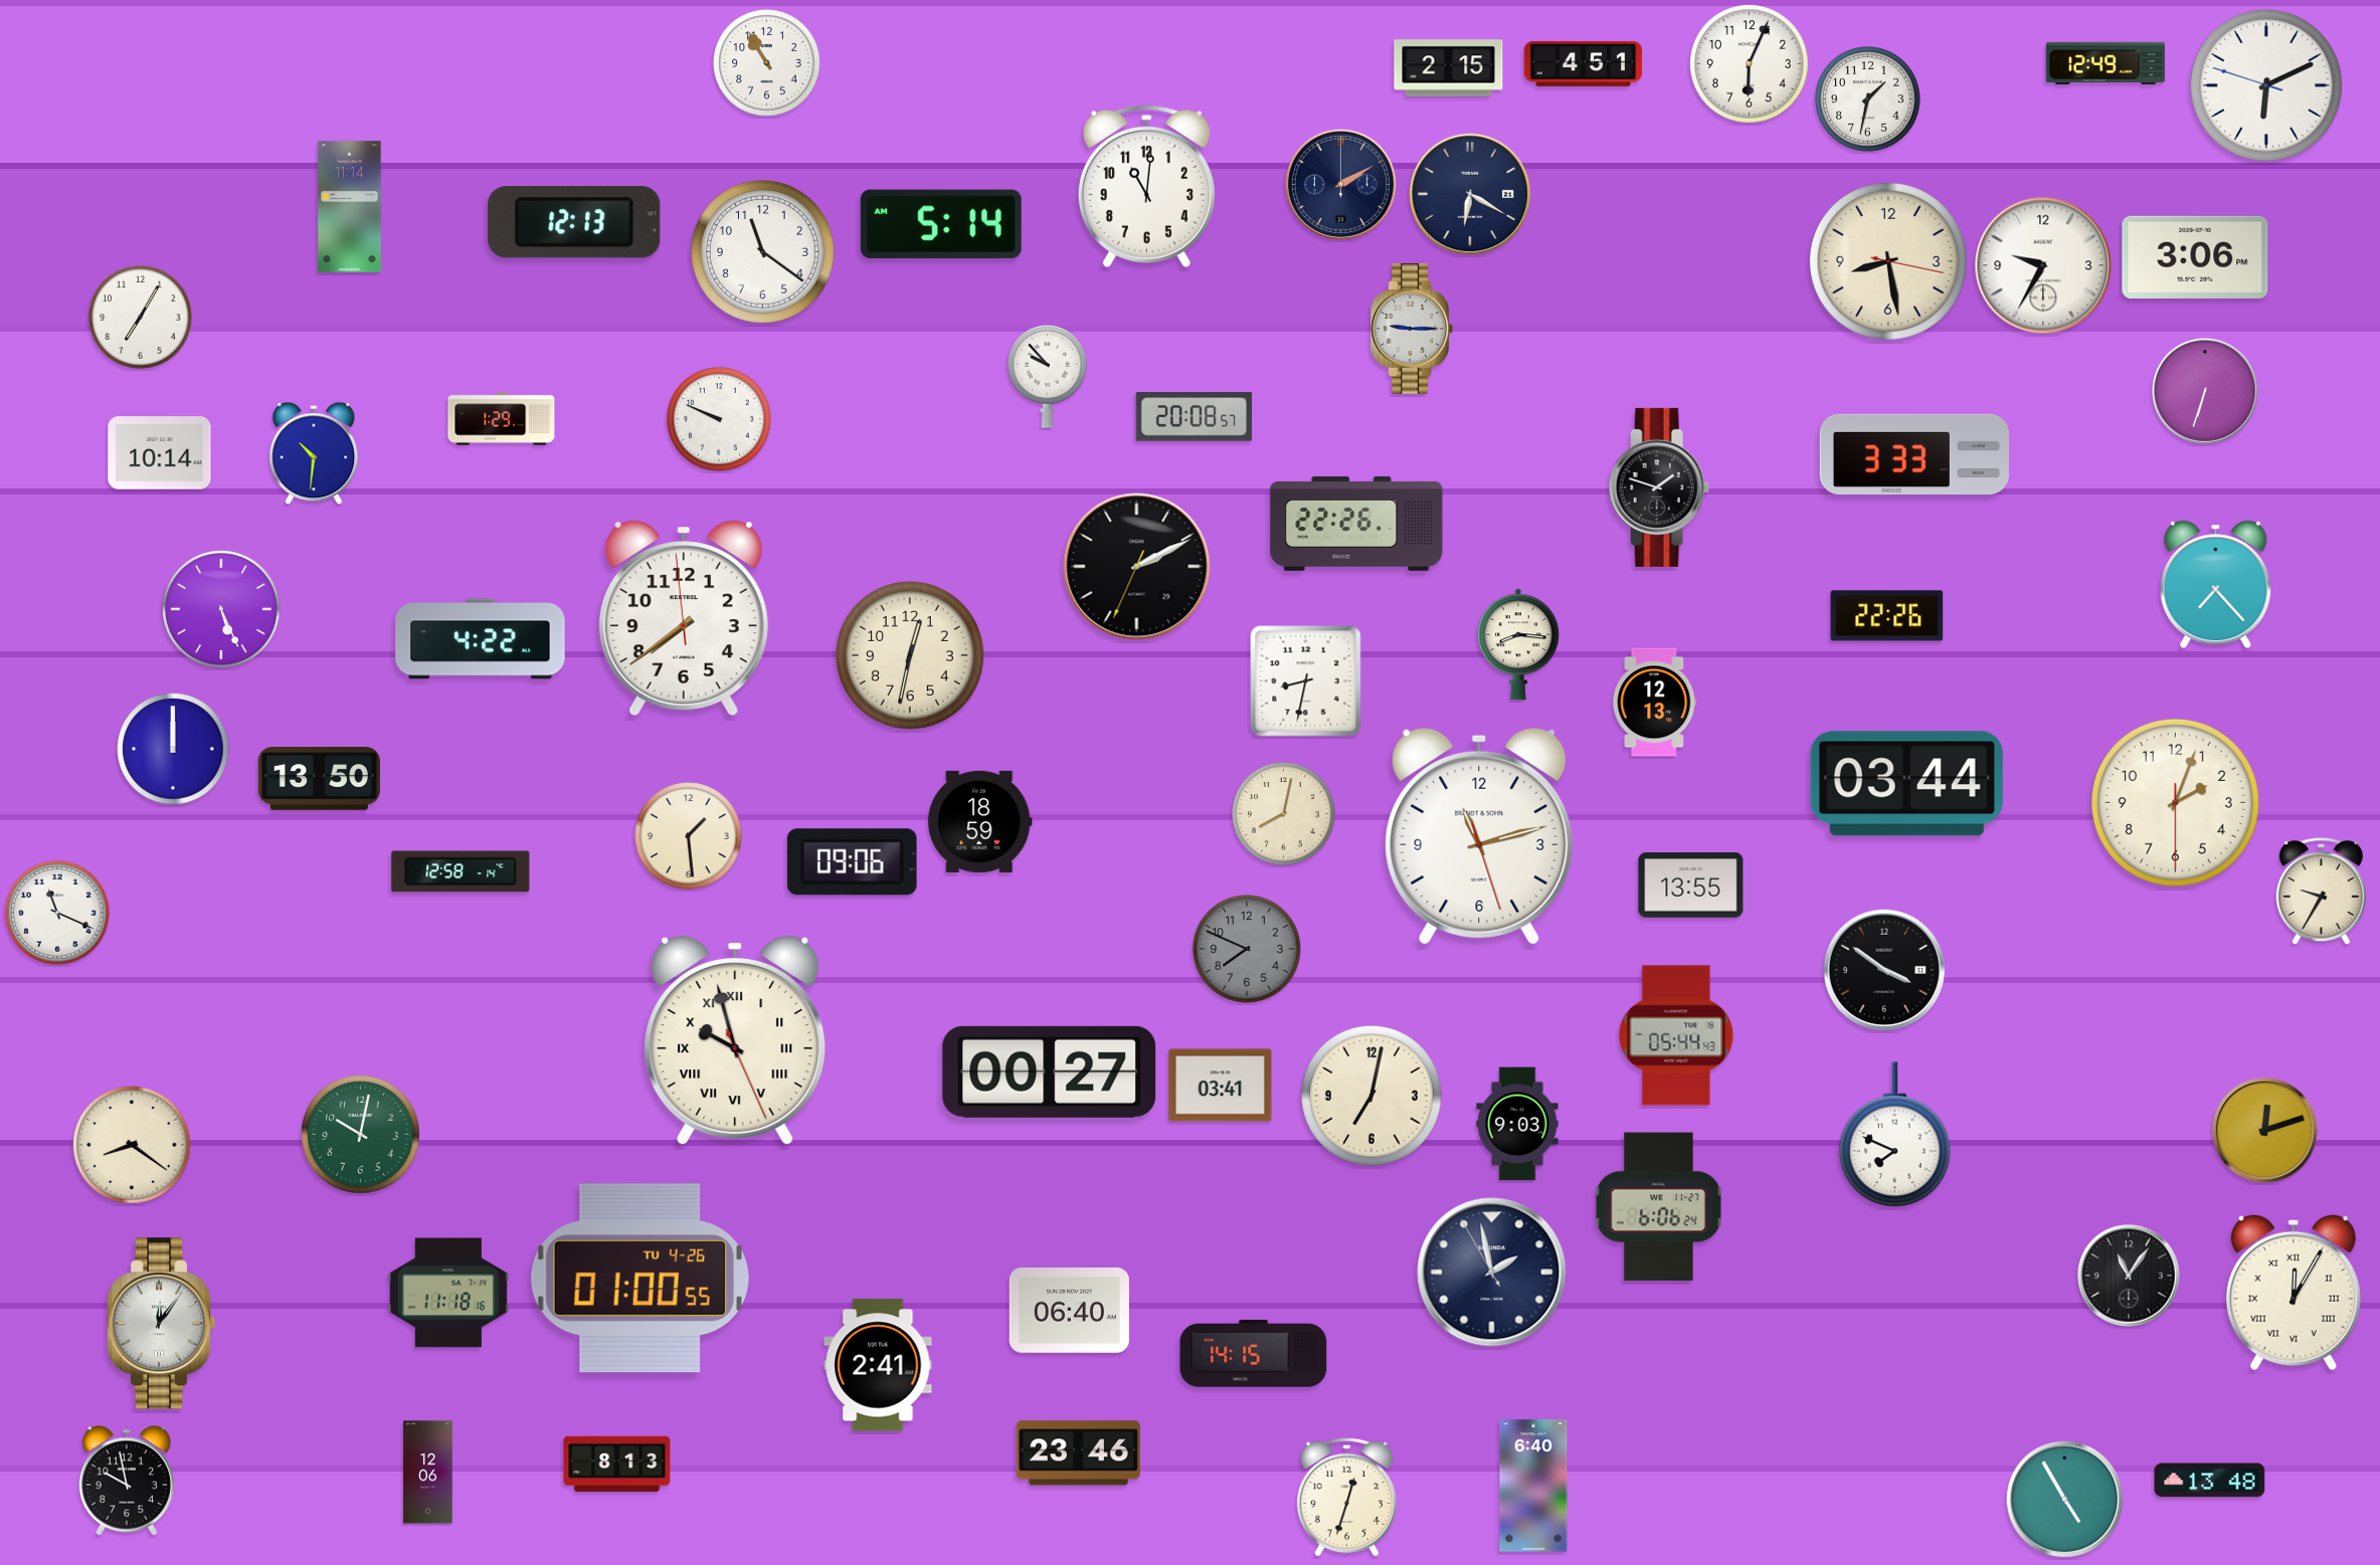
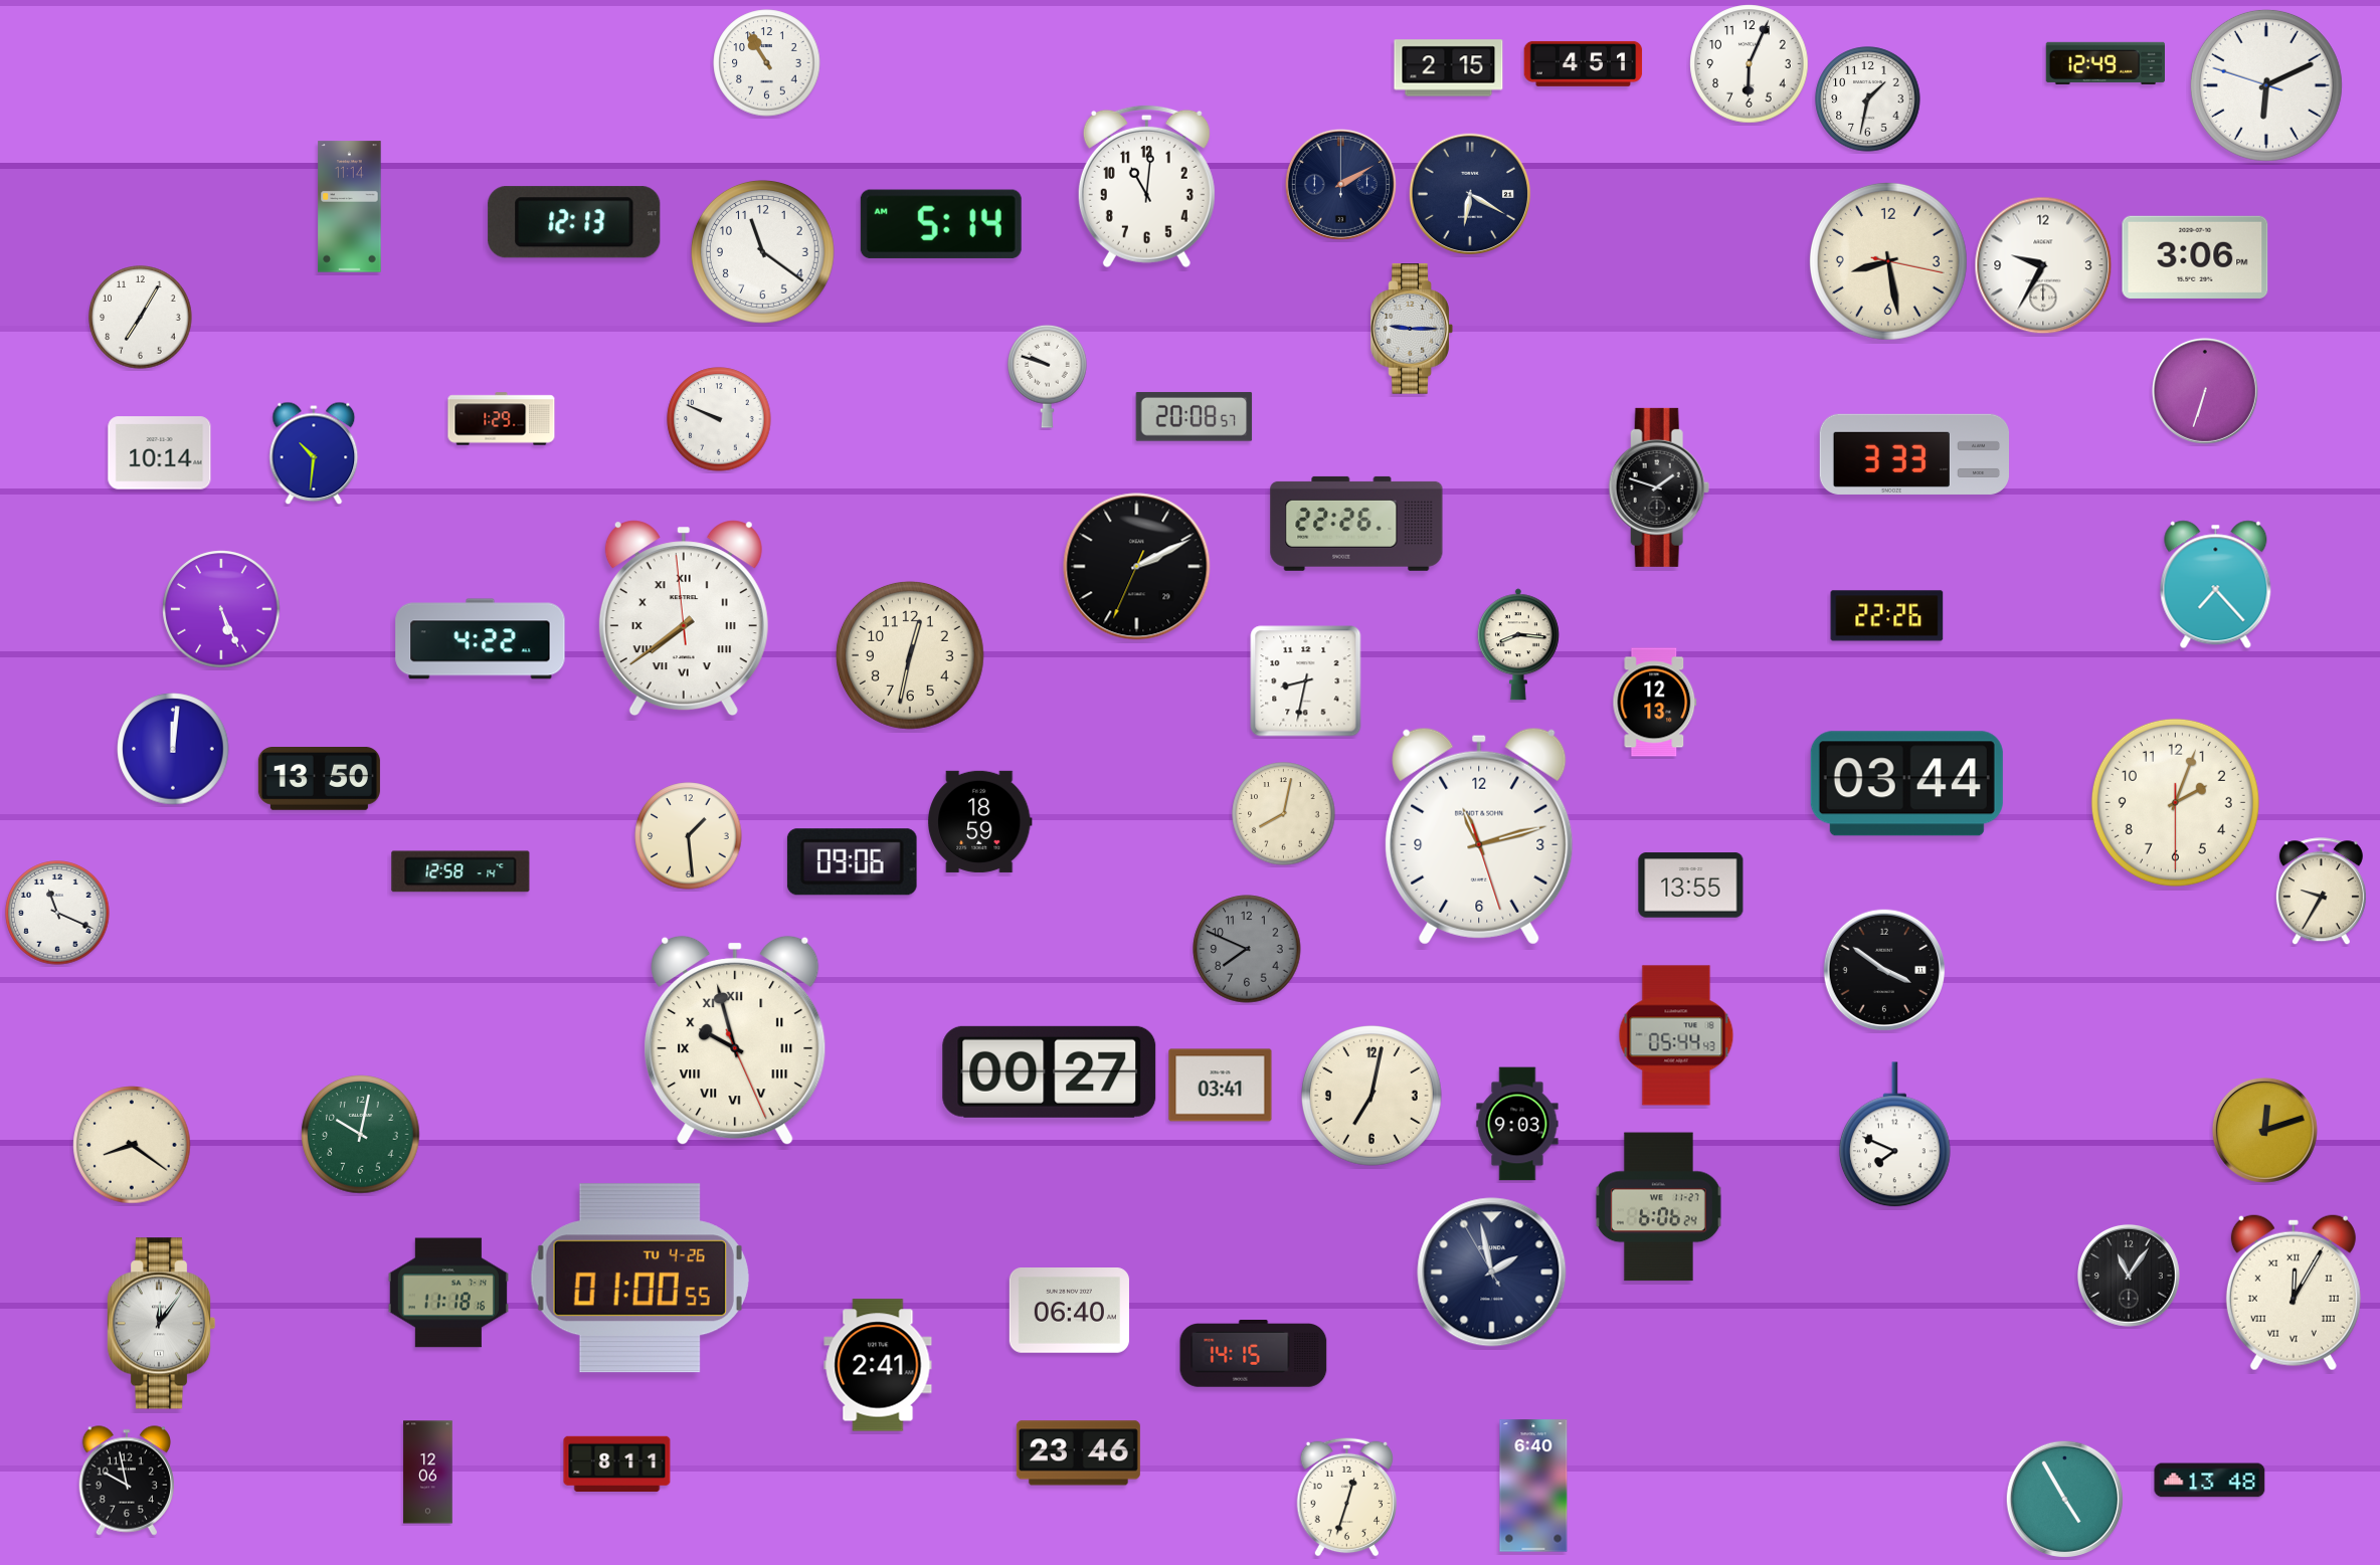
clock at (1048, 376): 9:53 -> 9:48
clock at (684, 618) numerals: Arabic -> Roman
clock at (173, 749): 12:00 -> 12:01
clock at (617, 1464): 8:13 -> 8:11
